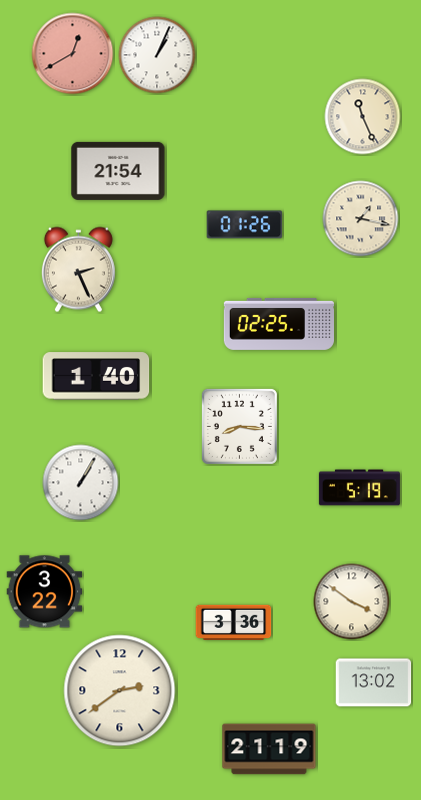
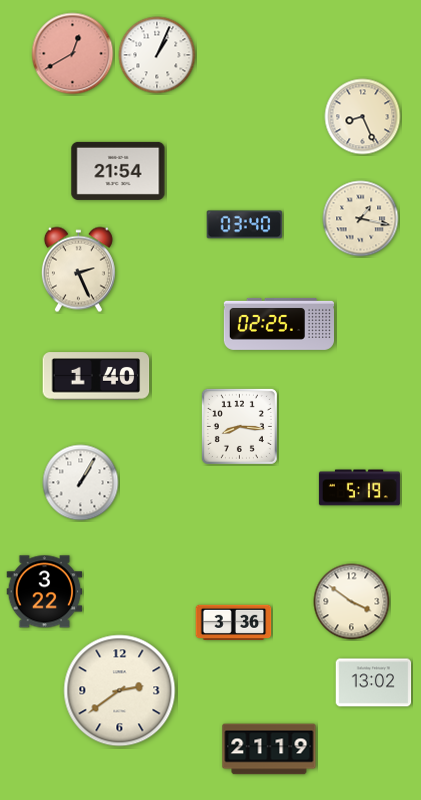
clock at (363, 117): 11:26 -> 8:26
clock at (245, 225): 01:26 -> 03:40
